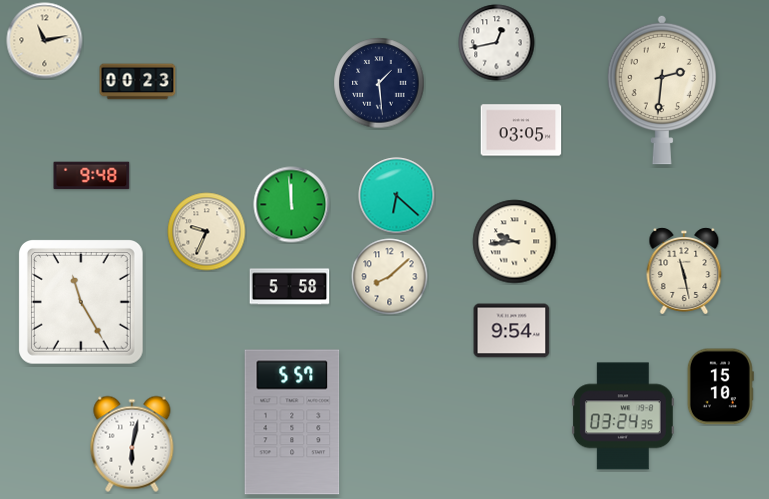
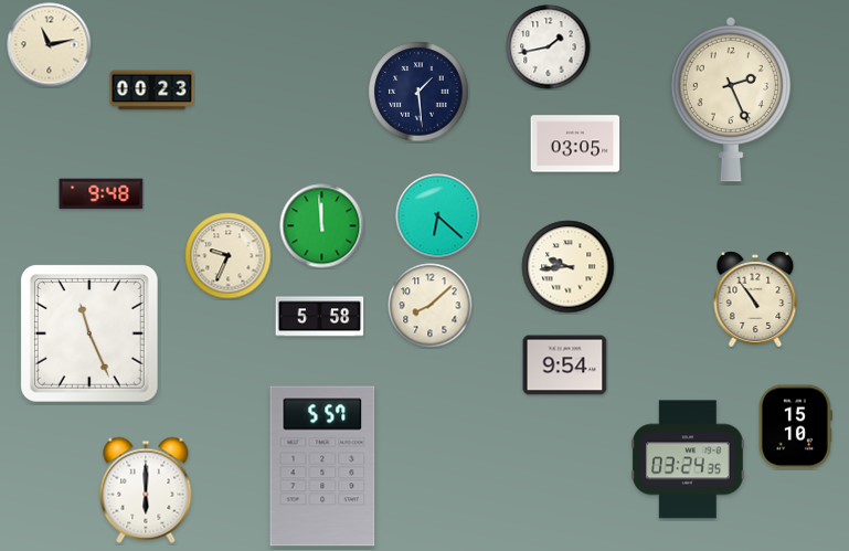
clock at (497, 43): 12:43 -> 1:43
clock at (662, 90): 2:31 -> 2:26
clock at (684, 271): 11:28 -> 10:54
clock at (82, 303): 11:25 -> 11:26
clock at (132, 444): 6:02 -> 6:00
